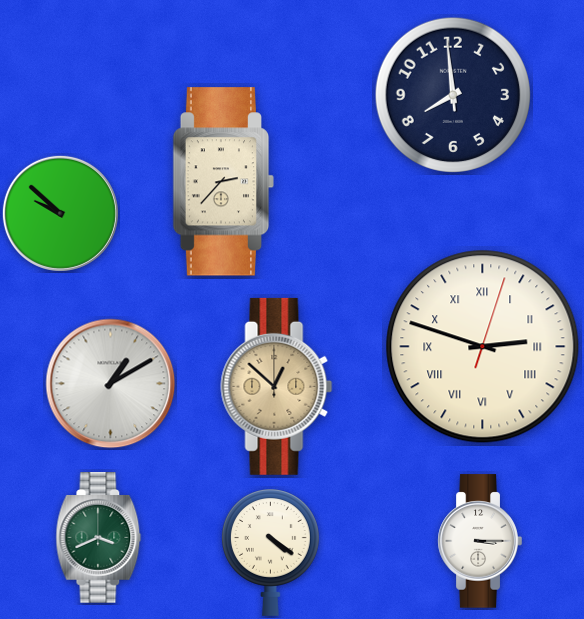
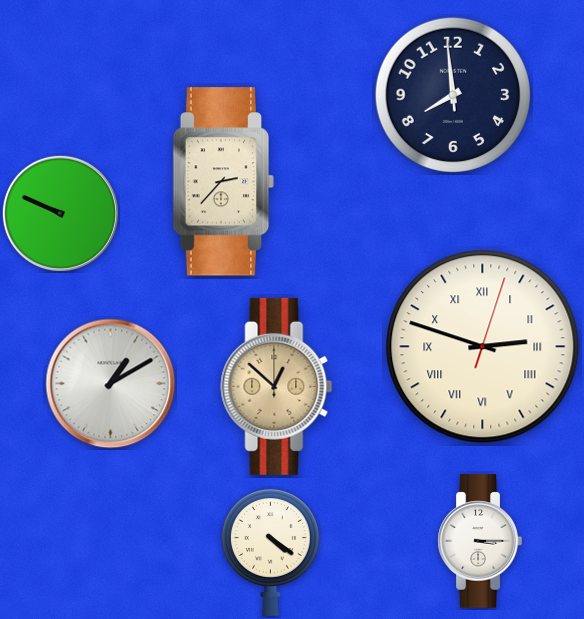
clock at (60, 213): 9:52 -> 9:49
clock at (99, 538): 3:41 -> none
